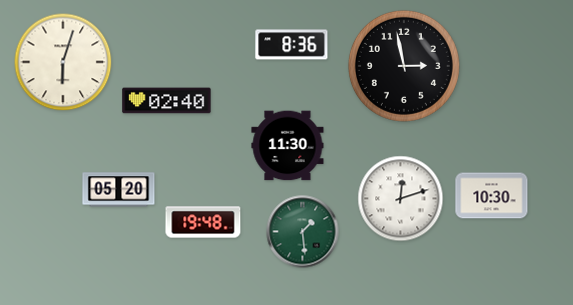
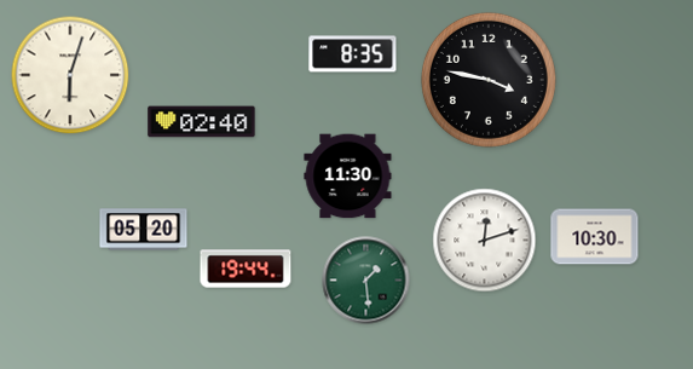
clock at (292, 45): 8:36 -> 8:35
clock at (63, 62) position: (63, 62) -> (70, 75)
clock at (404, 66): 2:58 -> 3:47
clock at (203, 222): 19:48 -> 19:44
